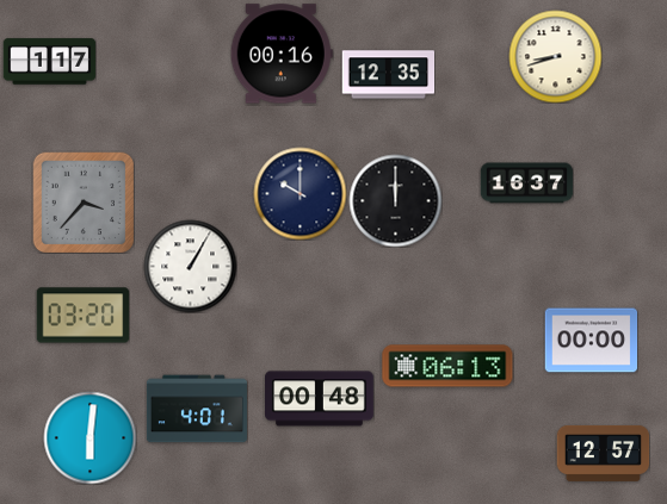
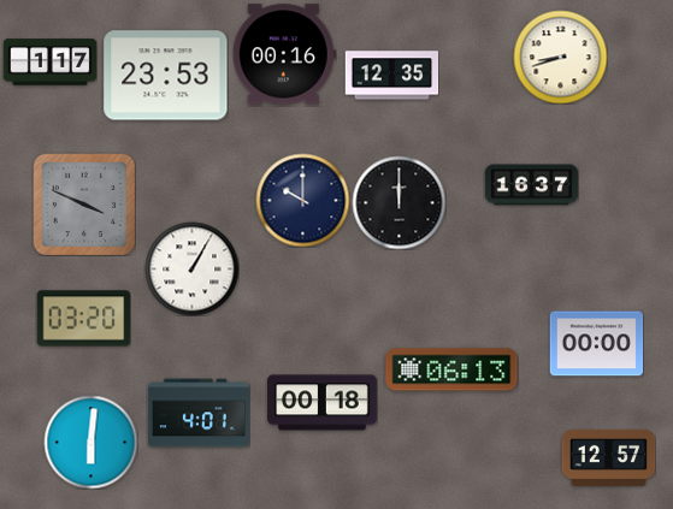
clock at (166, 76): none -> 23:53
clock at (299, 193) position: (299, 193) -> (302, 200)
clock at (84, 203): 3:37 -> 3:49
clock at (320, 399): 00:48 -> 00:18
